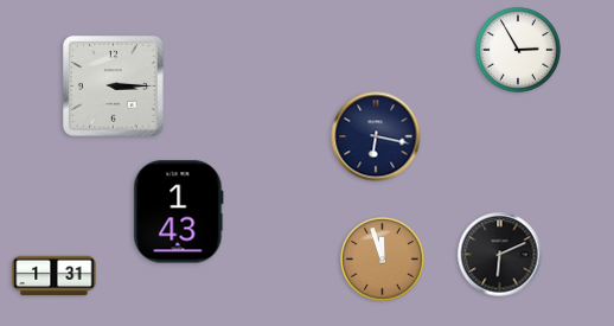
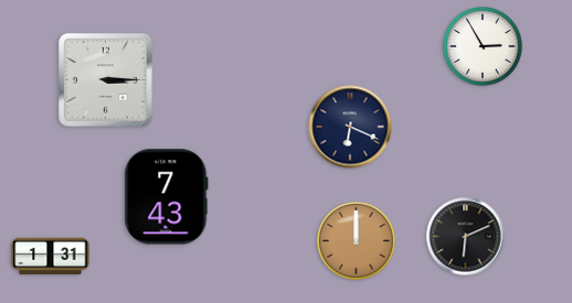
clock at (376, 136): 6:17 -> 6:19
clock at (179, 212): 1:43 -> 7:43
clock at (383, 260): 11:57 -> 12:00
